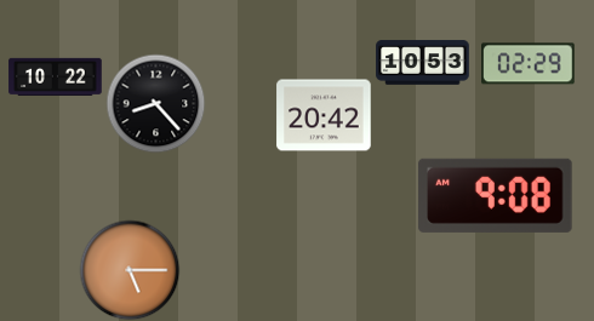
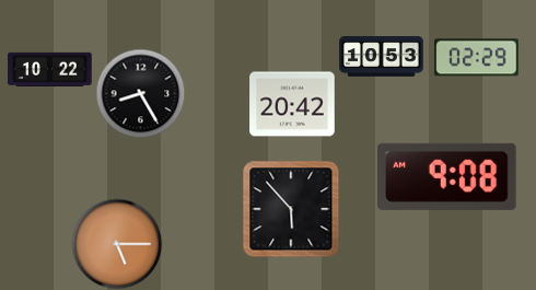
clock at (155, 103): 8:23 -> 8:25
clock at (291, 209): none -> 5:53
